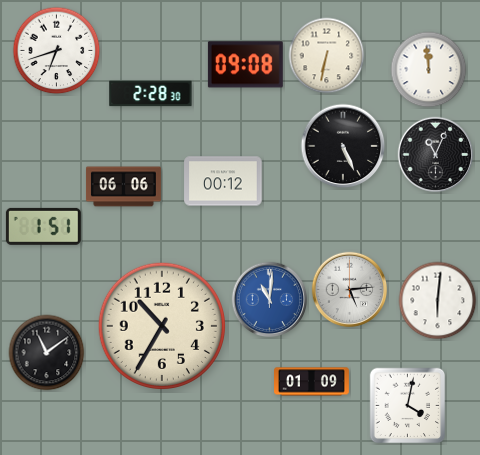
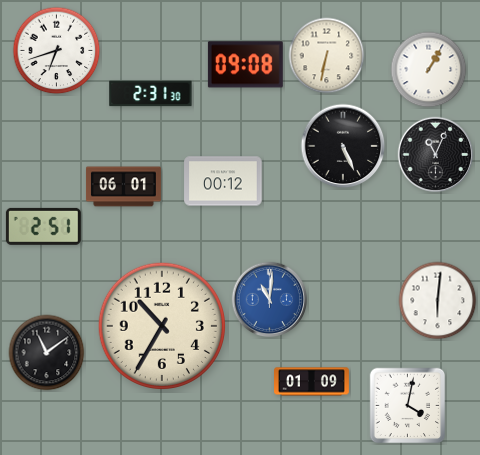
clock at (429, 70): 11:59 -> 1:05
clock at (151, 94): 2:28 -> 2:31
clock at (124, 187): 06:06 -> 06:01
clock at (43, 226): 1:51 -> 2:51
clock at (350, 290): 5:14 -> none
